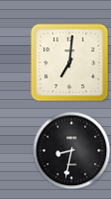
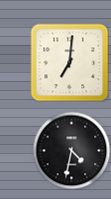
clock at (71, 150): 8:32 -> 4:32
